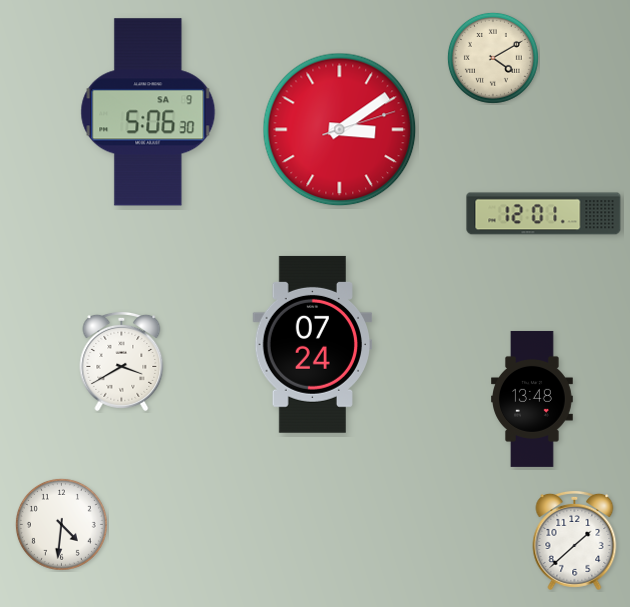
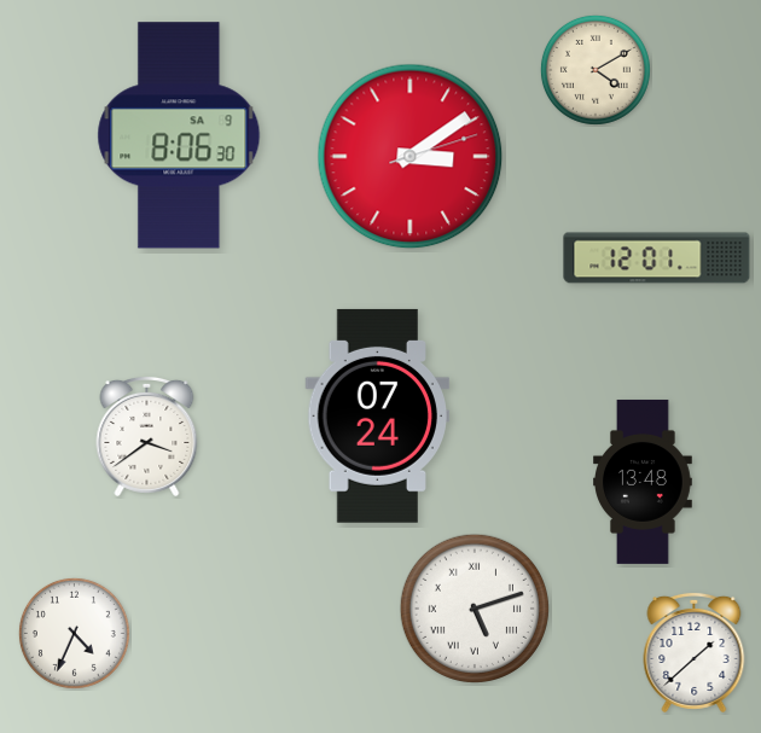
clock at (148, 112): 5:06 -> 8:06
clock at (122, 361): 3:40 -> 3:39
clock at (474, 607): none -> 5:12
clock at (61, 524): 4:31 -> 4:34
